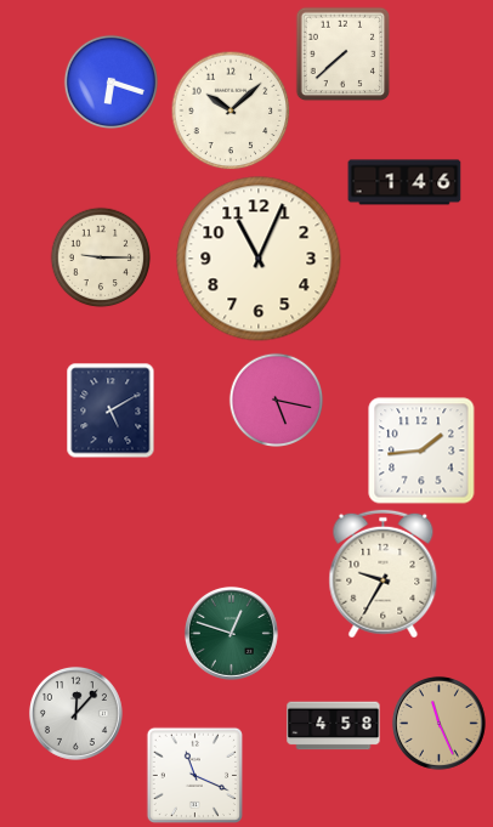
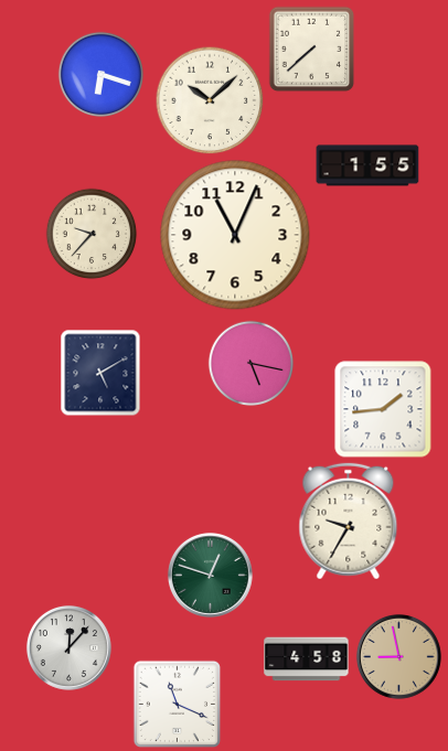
clock at (404, 182): 1:46 -> 1:55
clock at (101, 257): 9:15 -> 9:37
clock at (438, 723): 11:26 -> 8:58
clock at (334, 726) position: (334, 726) -> (307, 659)
